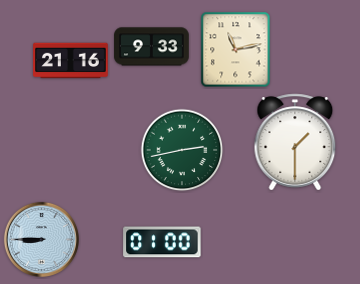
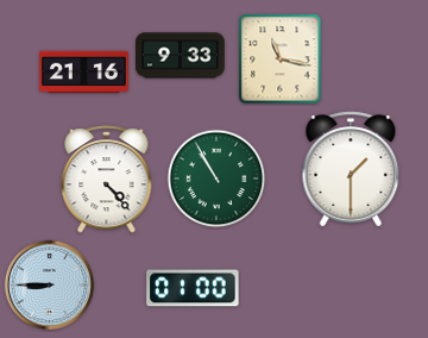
clock at (236, 50): 11:13 -> 11:17
clock at (182, 150): 2:43 -> 10:55
clock at (107, 180): none -> 4:23
